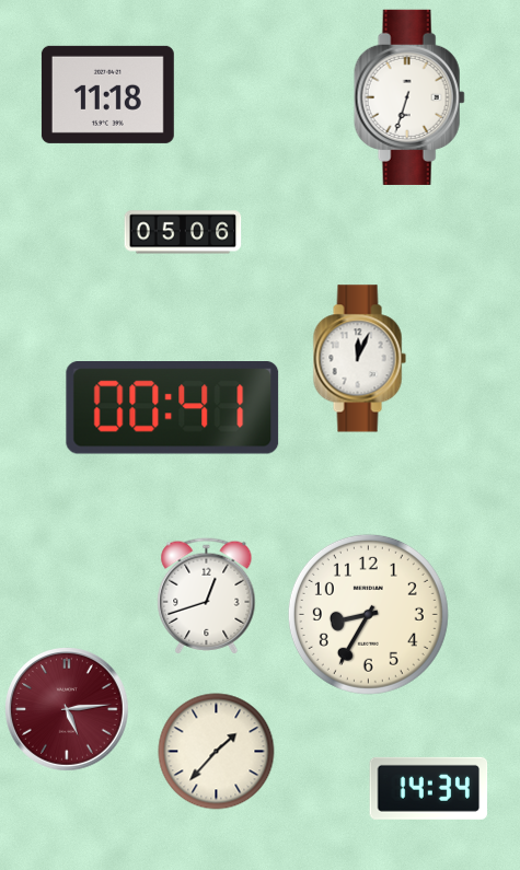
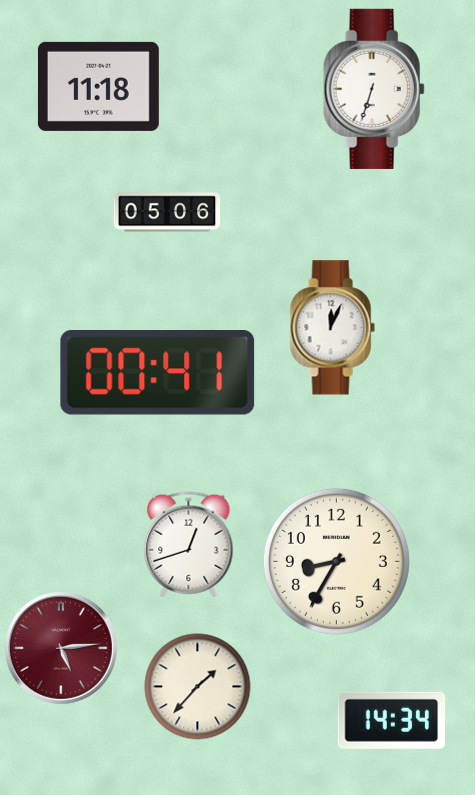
clock at (359, 359) position: (359, 359) -> (332, 328)
